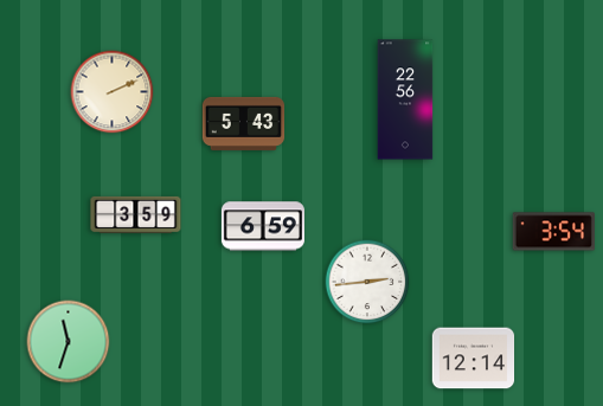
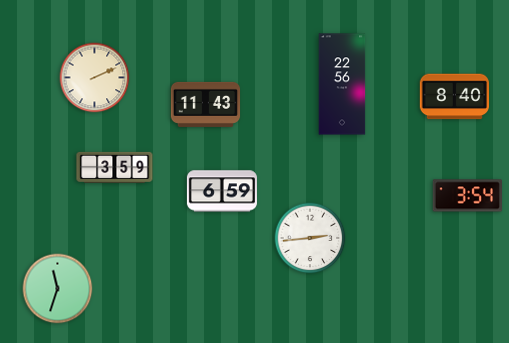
clock at (454, 97): none -> 8:40
clock at (244, 123): 5:43 -> 11:43
clock at (136, 214) position: (136, 214) -> (115, 167)
clock at (474, 359): 12:14 -> none
